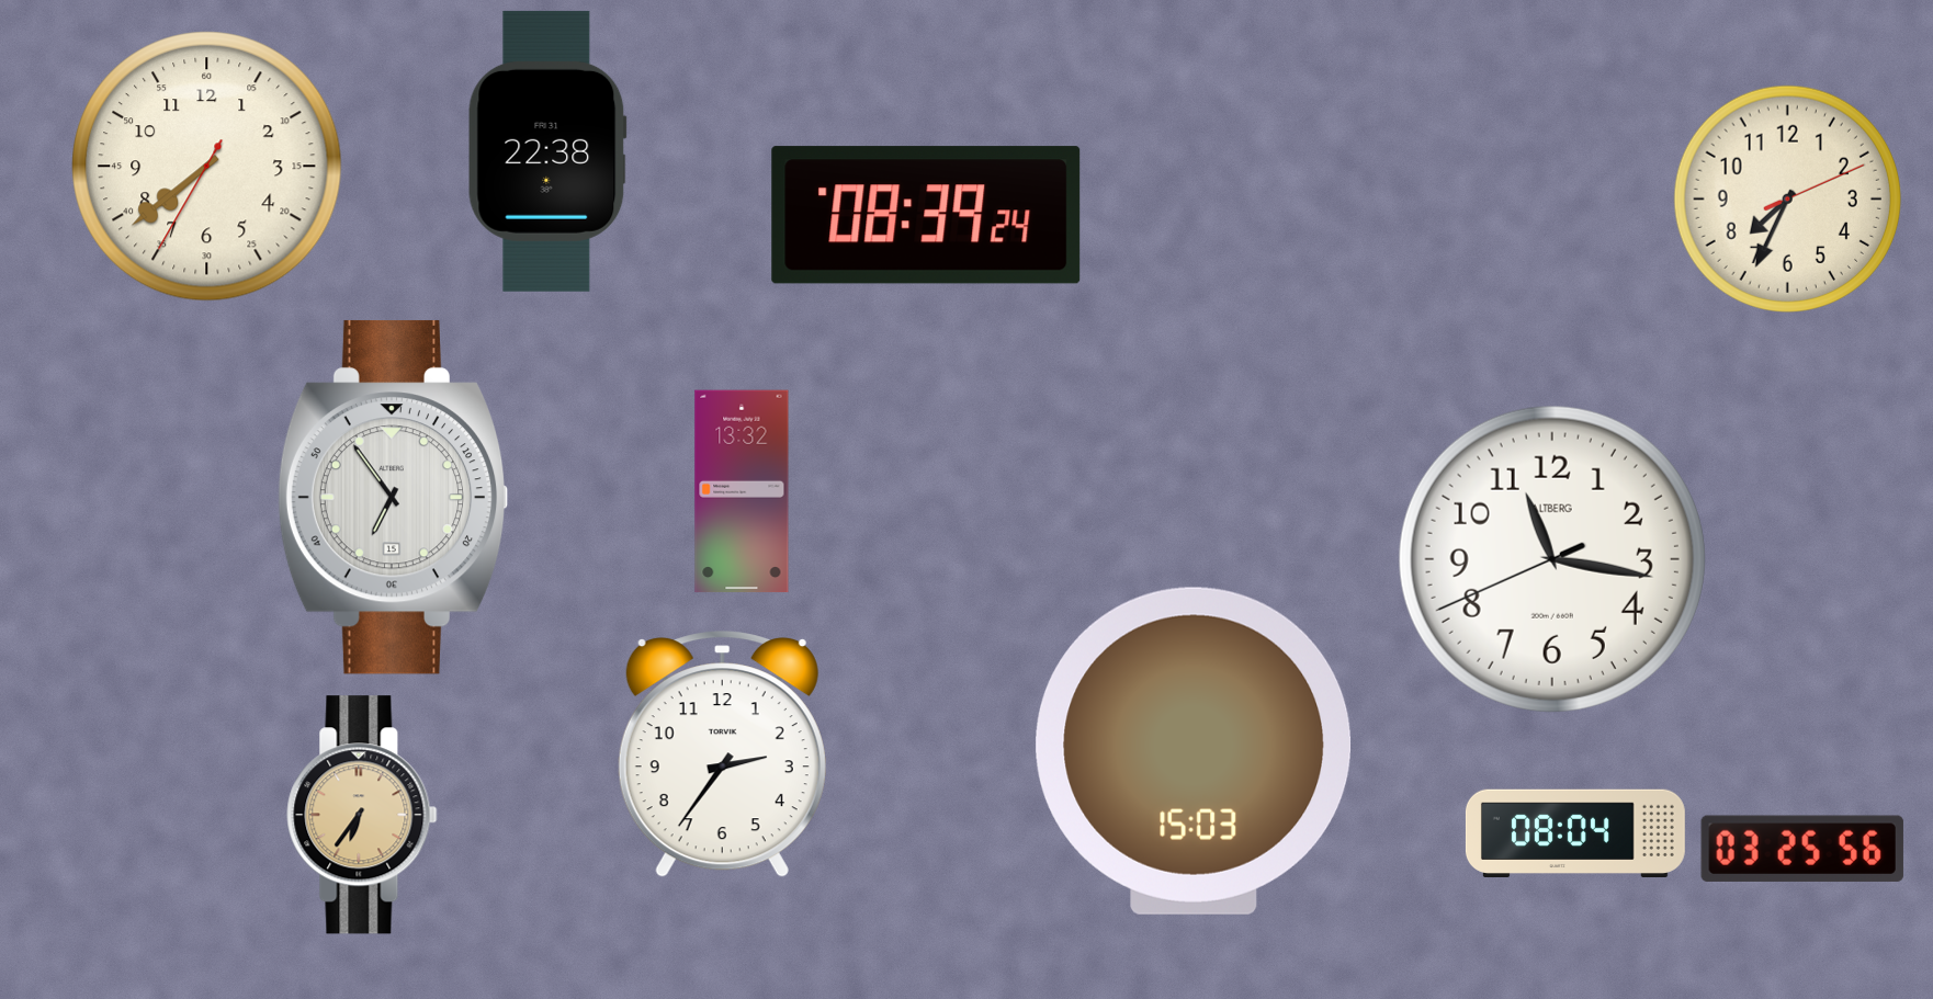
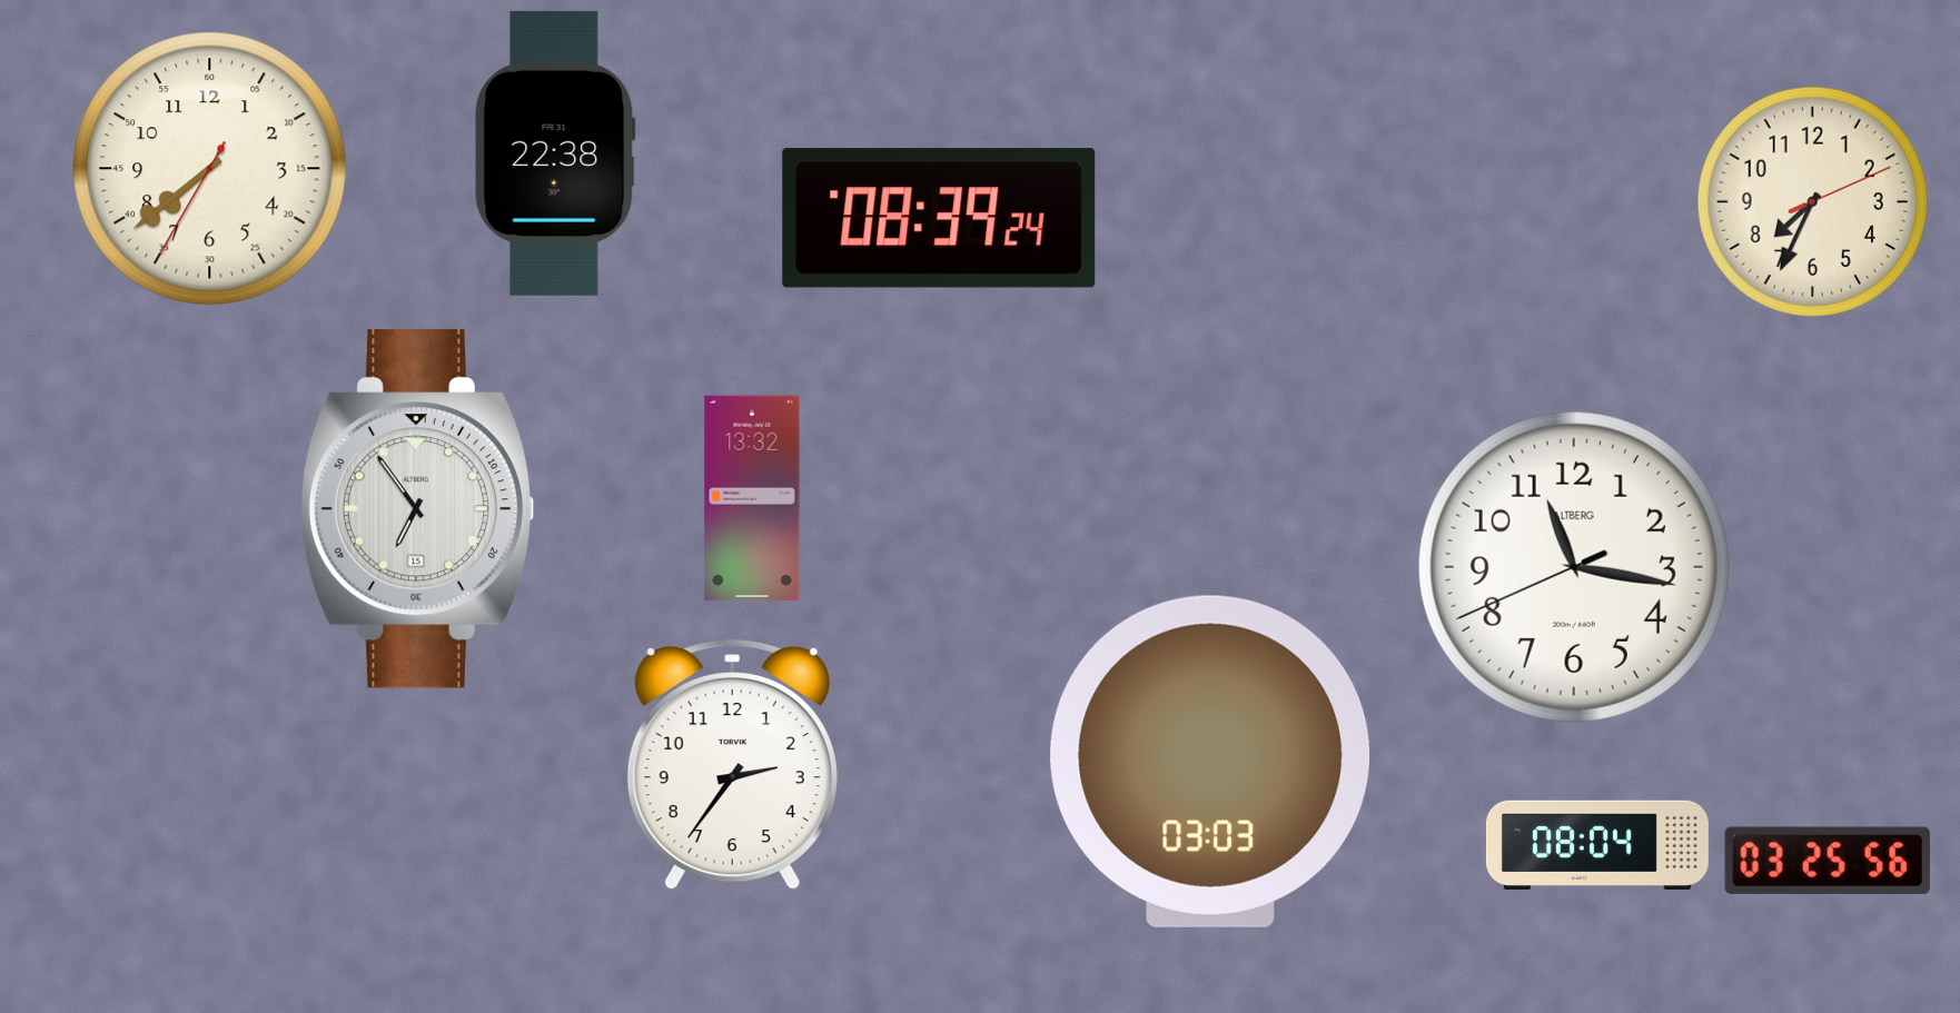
clock at (393, 497) position: (393, 497) -> (417, 508)
clock at (1194, 751): 15:03 -> 03:03
clock at (362, 815): 6:36 -> none
